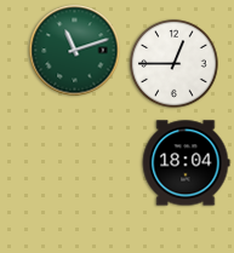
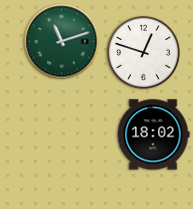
clock at (175, 64): 12:45 -> 12:48
clock at (186, 163): 18:04 -> 18:02
